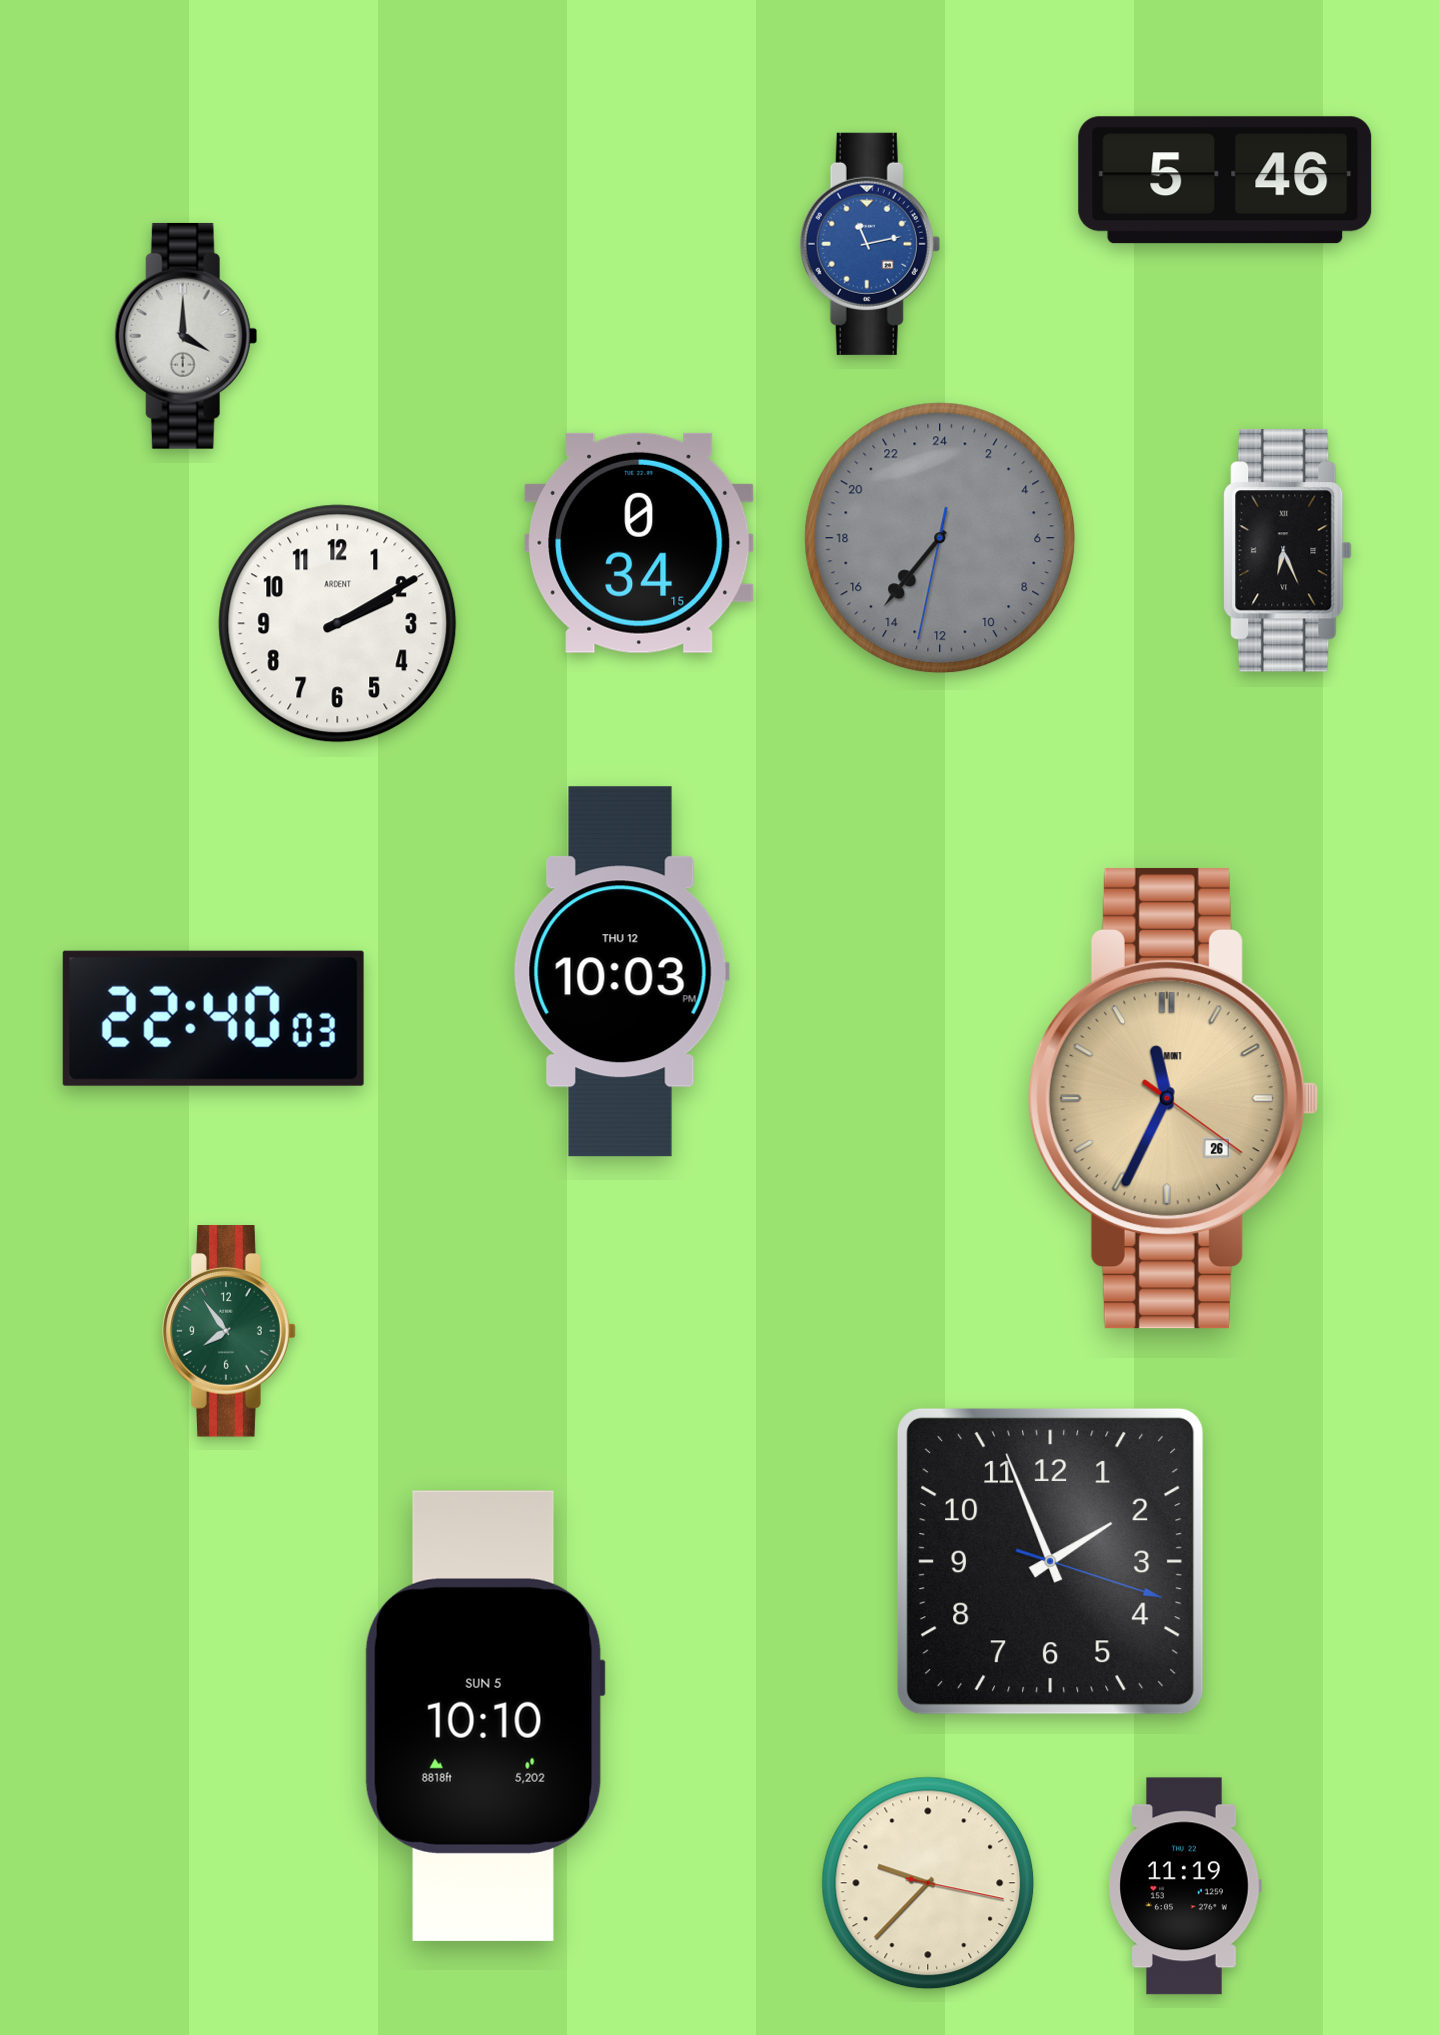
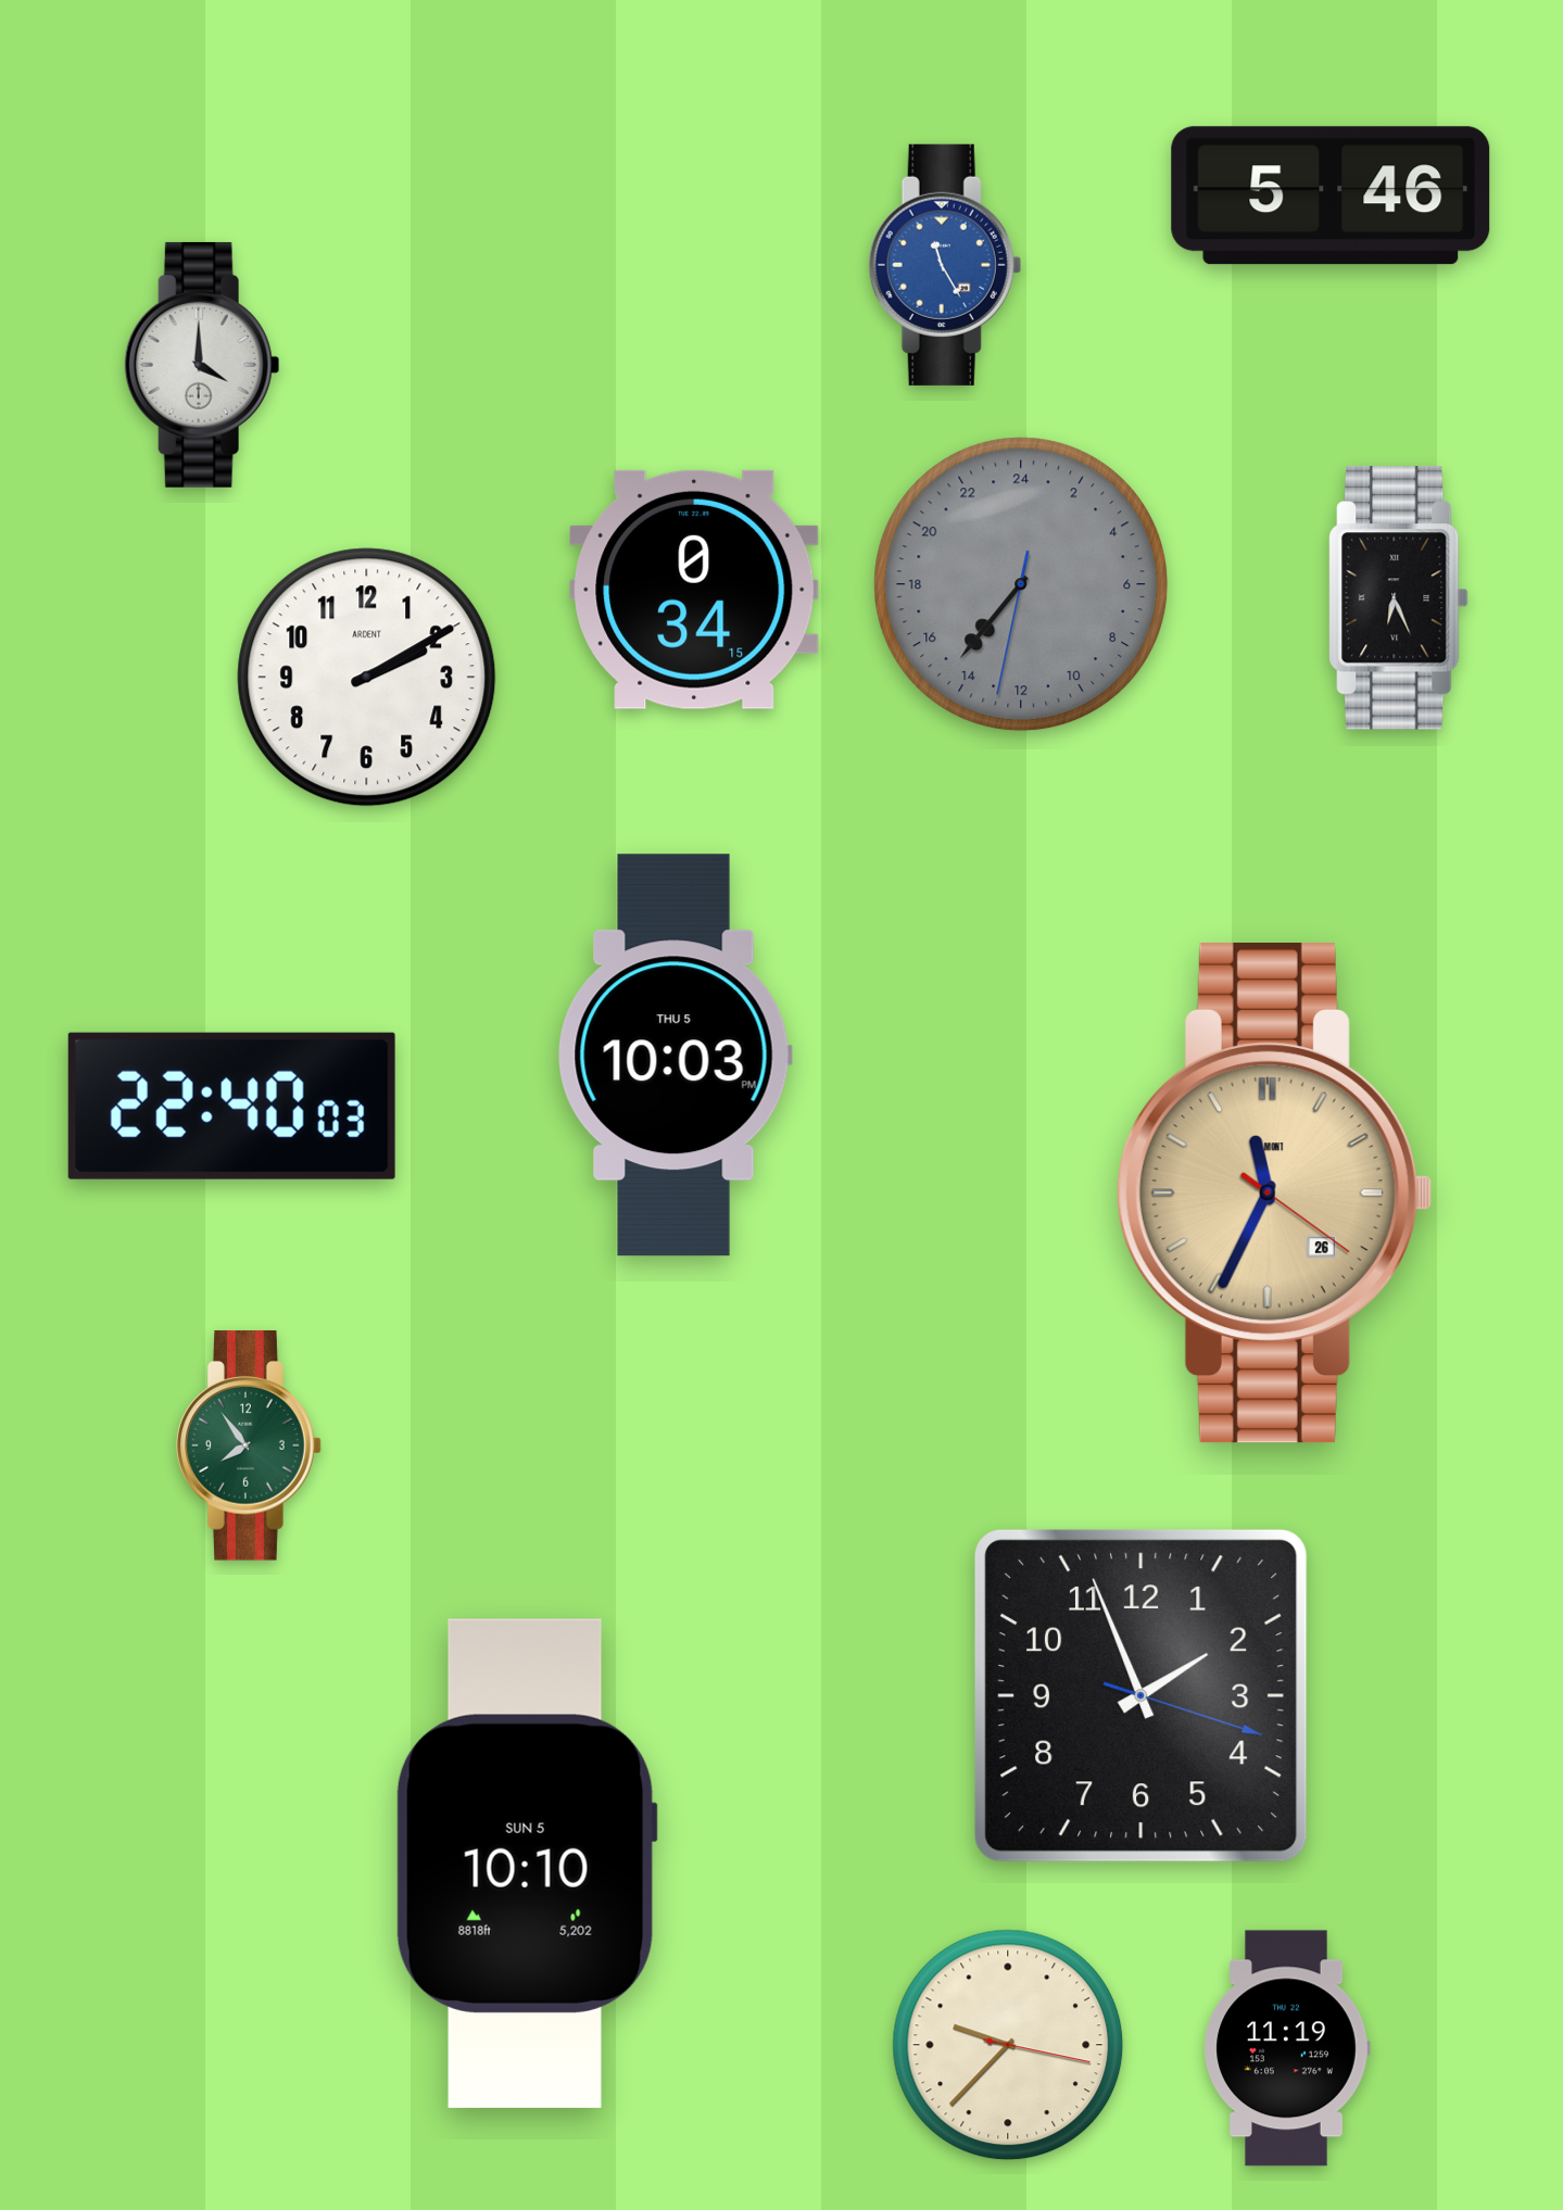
clock at (870, 244): 11:13 -> 11:25
clock at (621, 972) date: THU 12 -> THU 5
